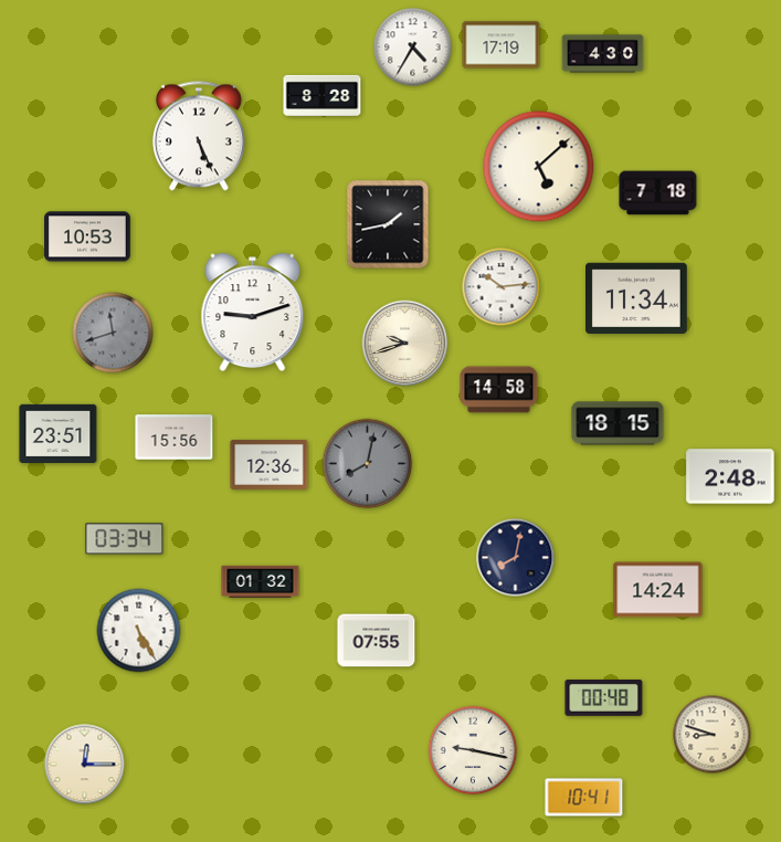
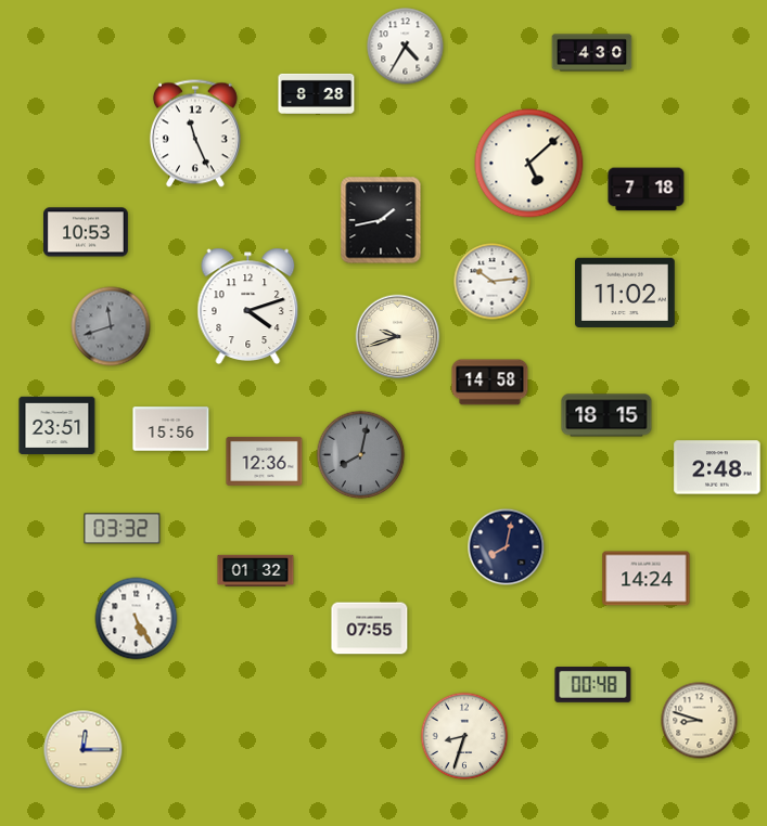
clock at (502, 45): 17:19 -> none
clock at (199, 136): 5:26 -> 11:26
clock at (637, 297): 11:34 -> 11:02
clock at (253, 312): 9:12 -> 4:12
clock at (270, 464) position: (270, 464) -> (265, 461)
clock at (125, 539): 03:34 -> 03:32
clock at (473, 750): 9:17 -> 8:33
clock at (584, 798): 10:41 -> none
